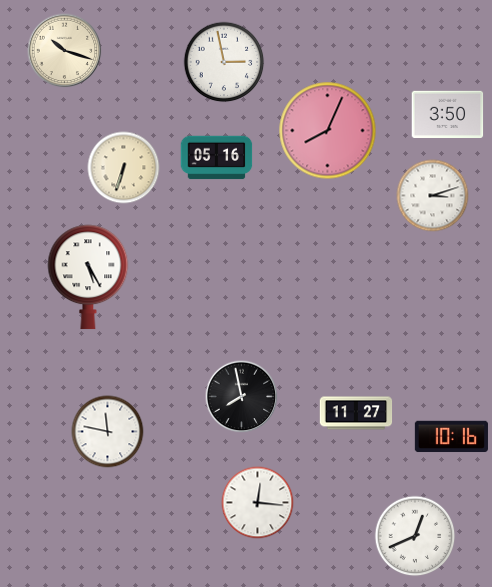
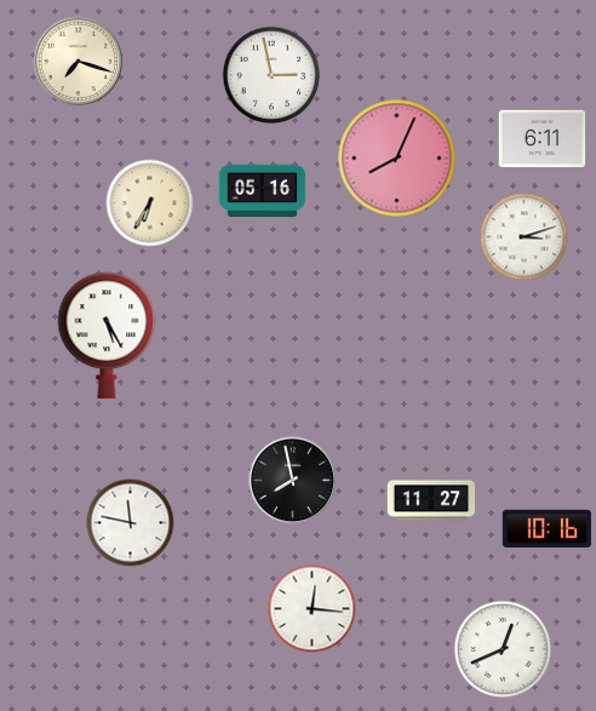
clock at (65, 51): 10:18 -> 7:18
clock at (448, 114): 3:50 -> 6:11
clock at (124, 168): 6:33 -> 6:35
